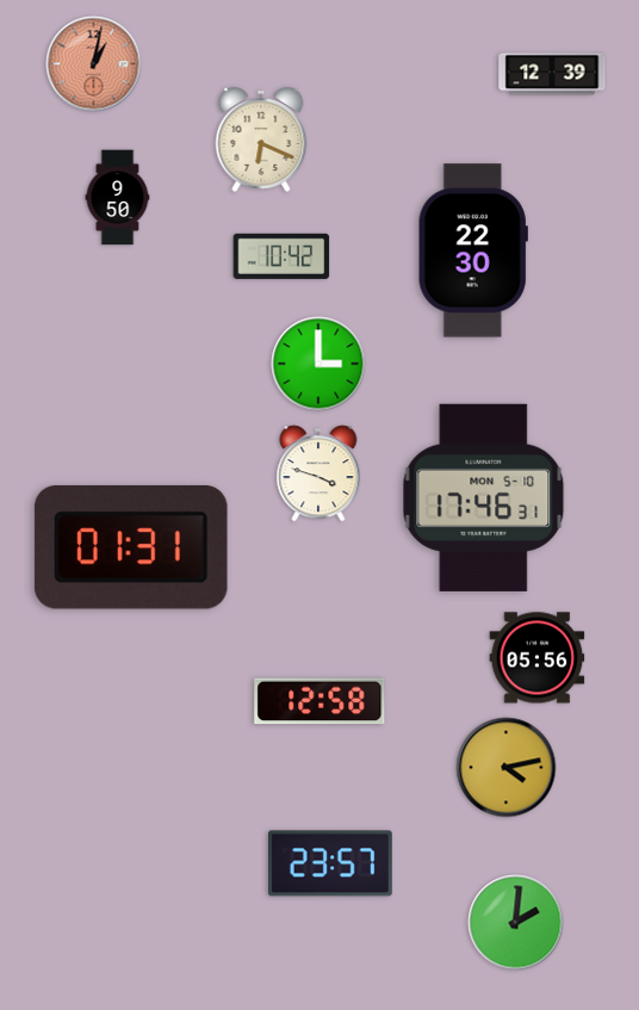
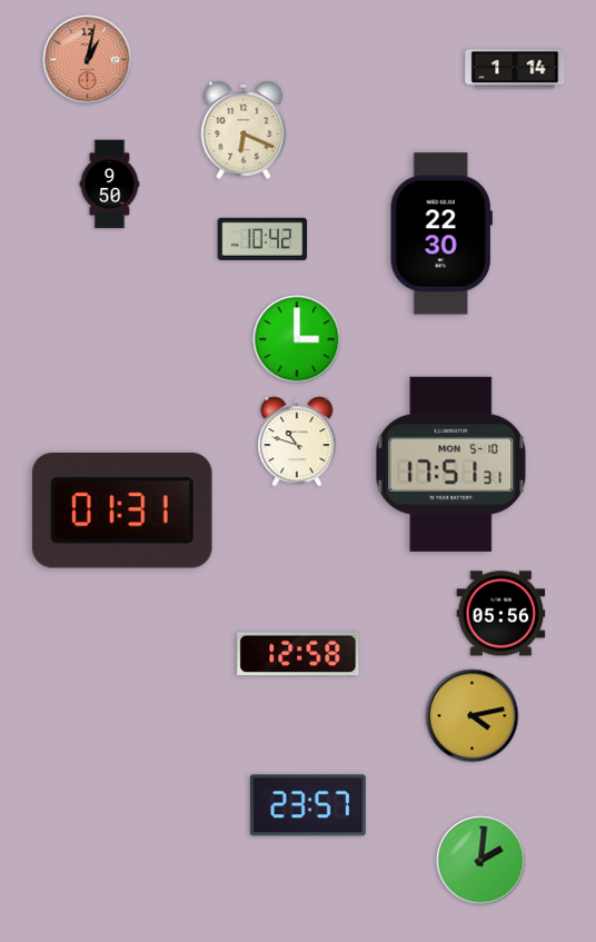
clock at (552, 74): 12:39 -> 1:14
clock at (318, 473): 3:48 -> 10:48
clock at (484, 497): 17:46 -> 17:51
